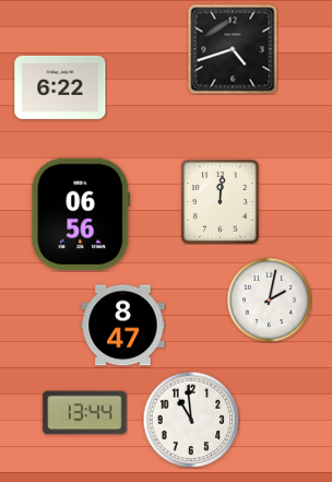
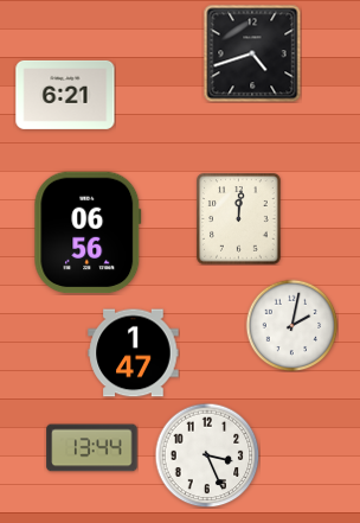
clock at (60, 87): 6:22 -> 6:21
clock at (123, 326): 8:47 -> 1:47
clock at (191, 420): 10:59 -> 3:26
